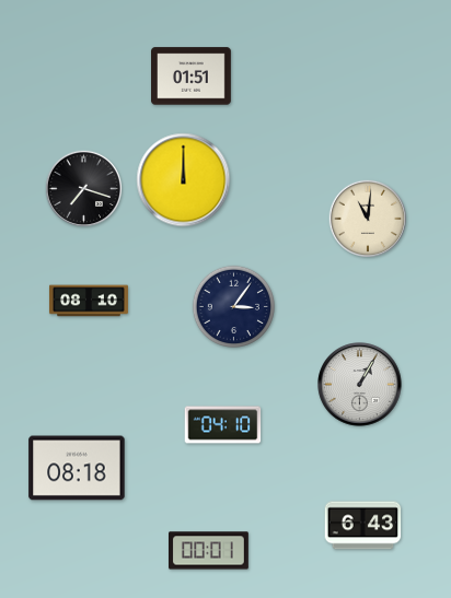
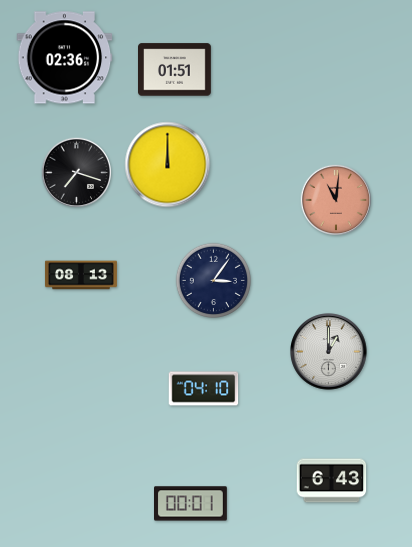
clock at (65, 58): none -> 02:36
clock at (367, 218) dial: cream -> salmon
clock at (89, 301): 08:10 -> 08:13
clock at (360, 385): 1:05 -> 1:00
clock at (77, 468): 08:18 -> none
